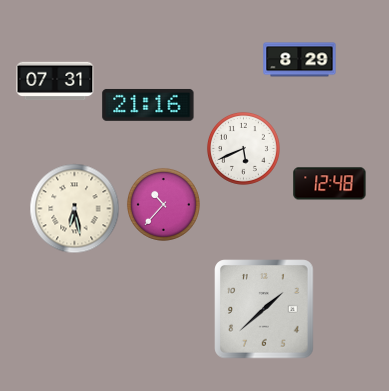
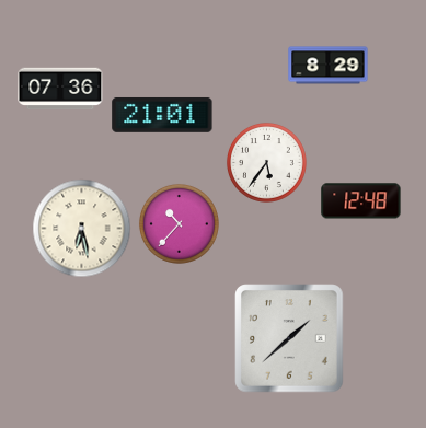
clock at (55, 81): 07:31 -> 07:36
clock at (148, 105): 21:16 -> 21:01
clock at (243, 148): 5:41 -> 5:36
